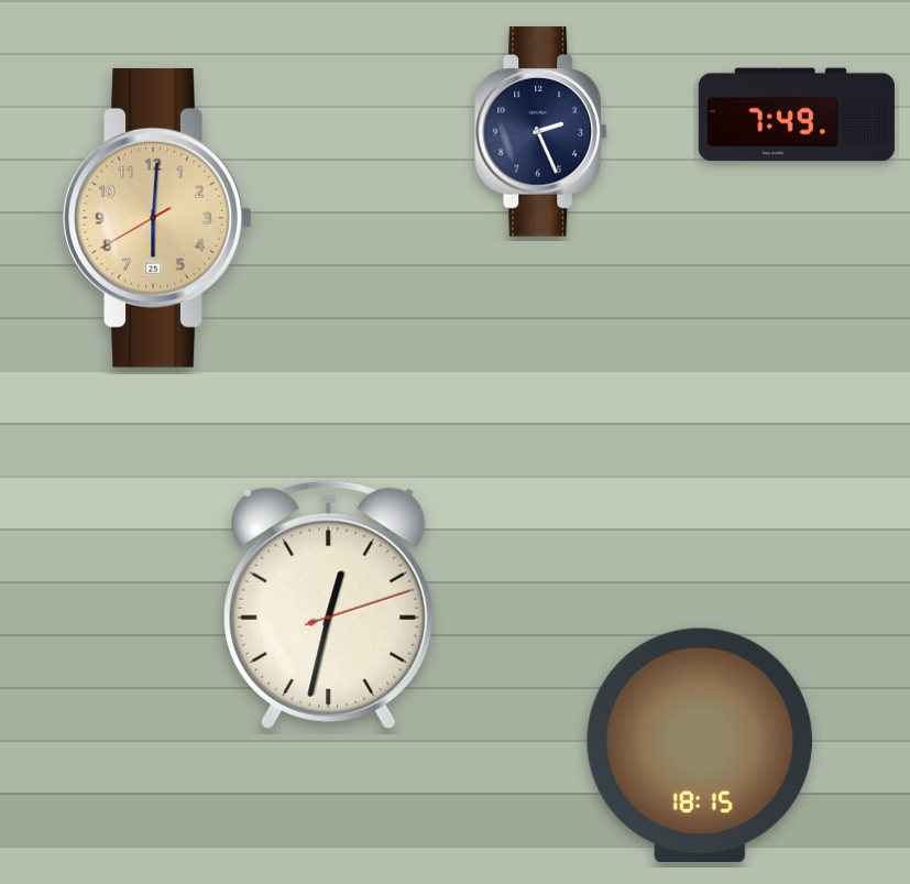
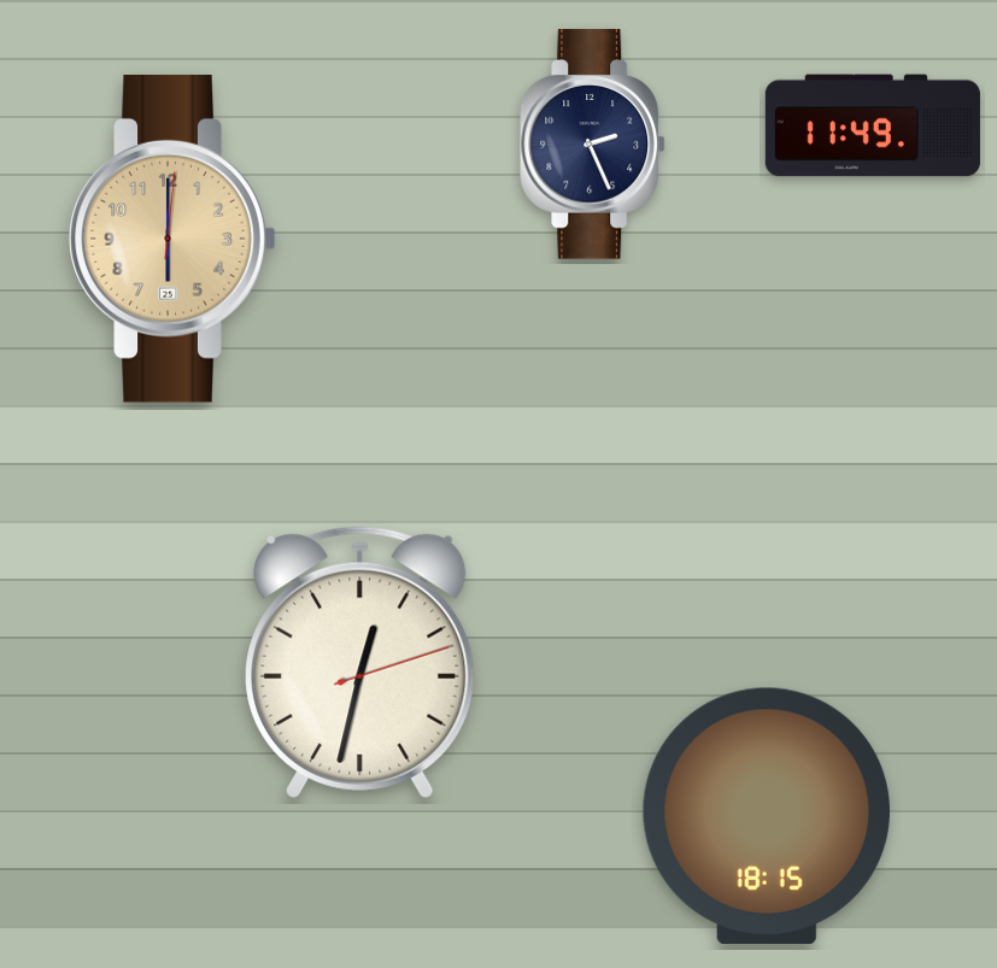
clock at (797, 114): 7:49 -> 11:49
clock at (157, 218): 6:00:40 -> 6:00:01
